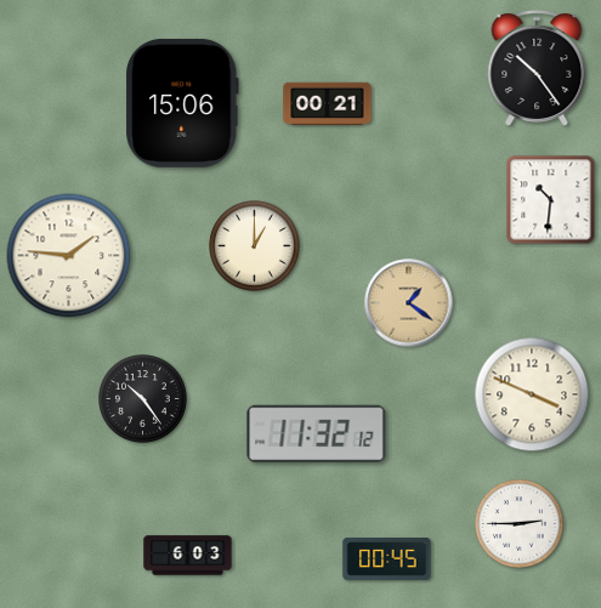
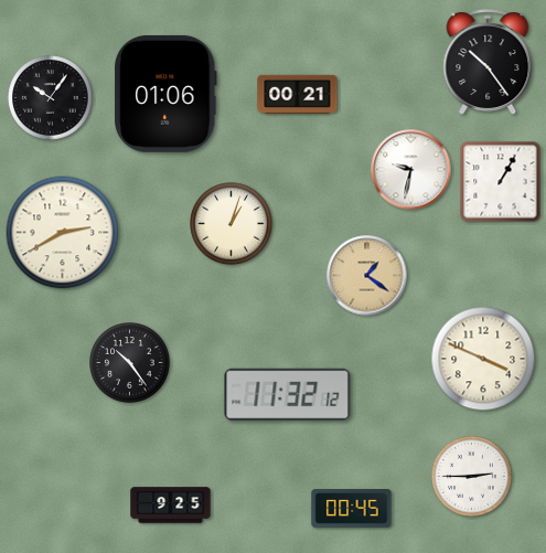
clock at (183, 103): 15:06 -> 01:06
clock at (51, 98): none -> 10:06
clock at (411, 170): none -> 9:32
clock at (551, 200): 10:31 -> 1:05
clock at (255, 246): 1:00 -> 1:03
clock at (69, 256): 1:46 -> 2:40
clock at (409, 303) position: (409, 303) -> (367, 276)
clock at (188, 556): 6:03 -> 9:25
